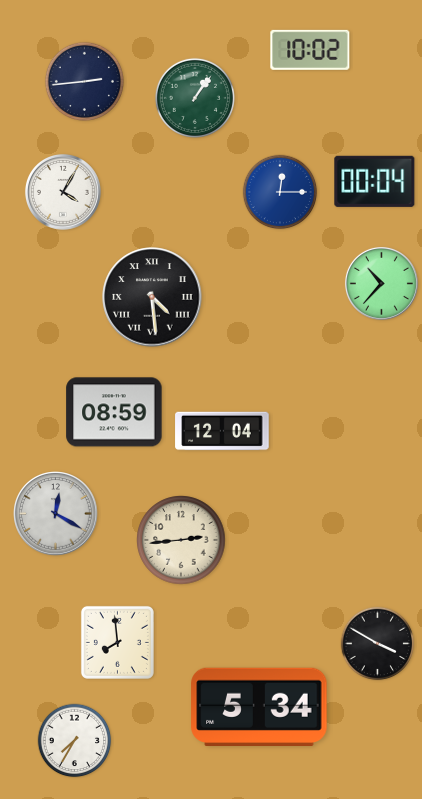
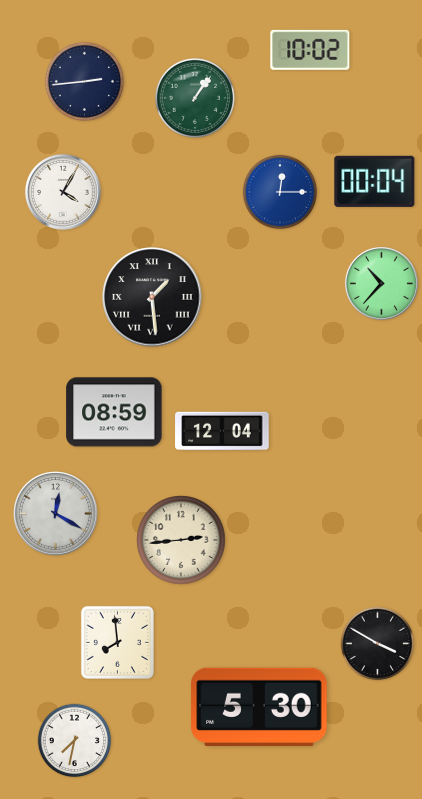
clock at (152, 297): 4:29 -> 1:29
clock at (259, 707): 5:34 -> 5:30
clock at (75, 741): 7:35 -> 7:32
